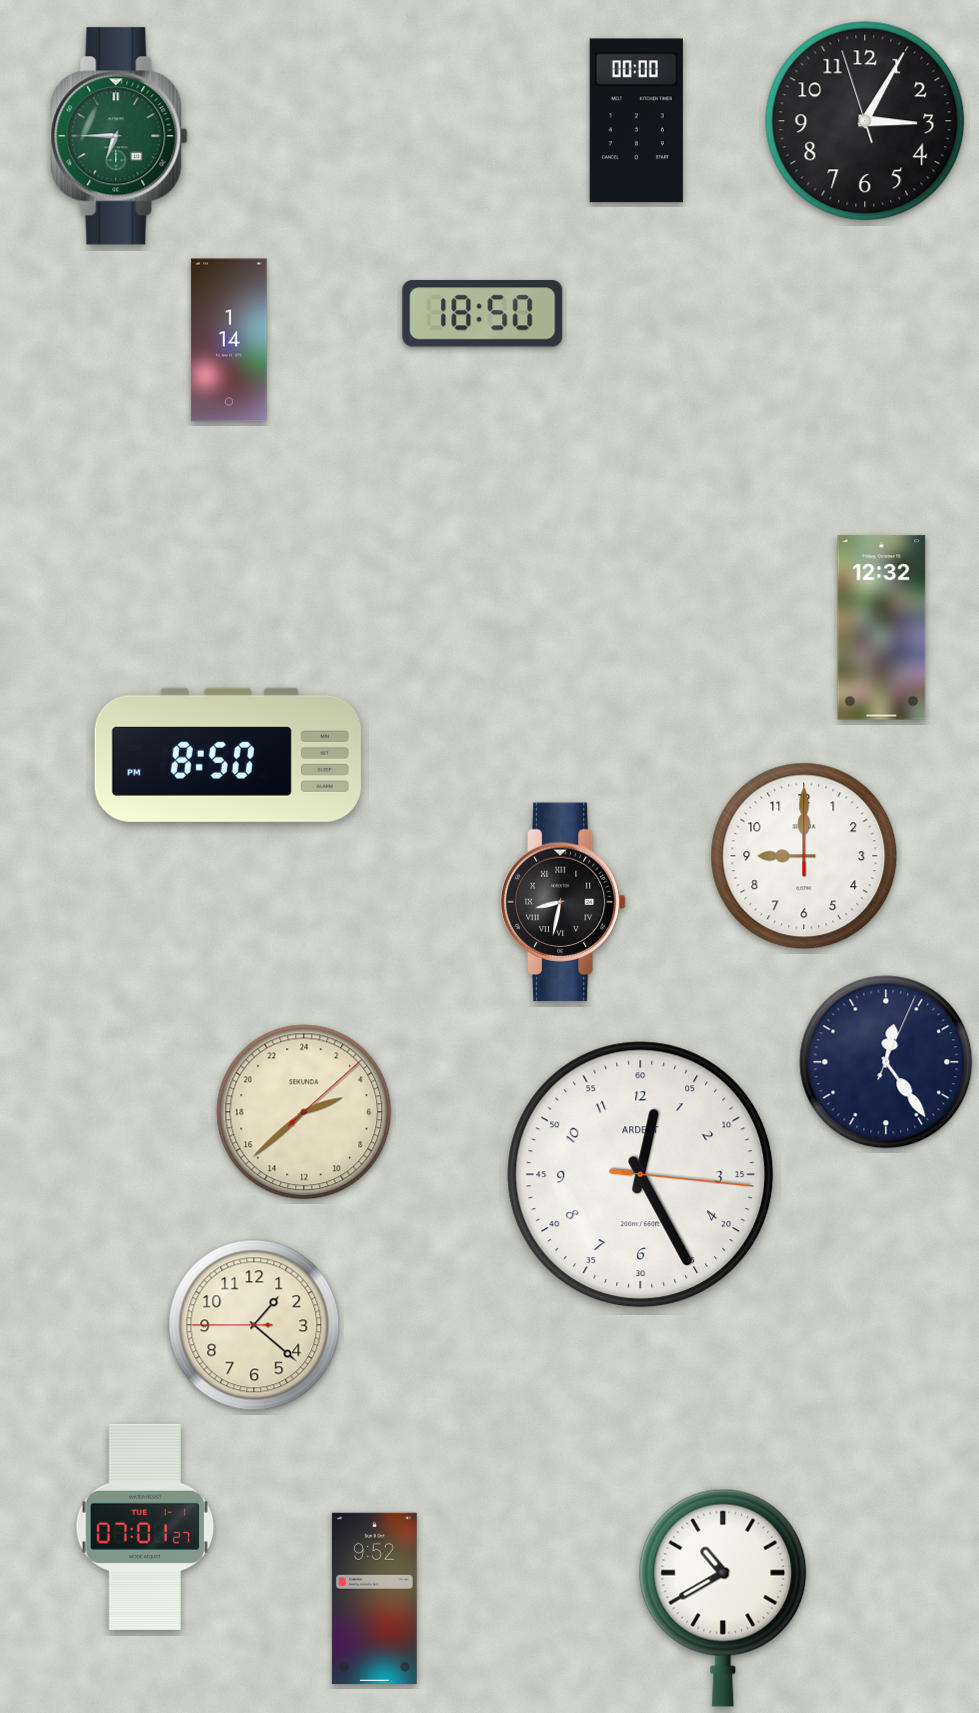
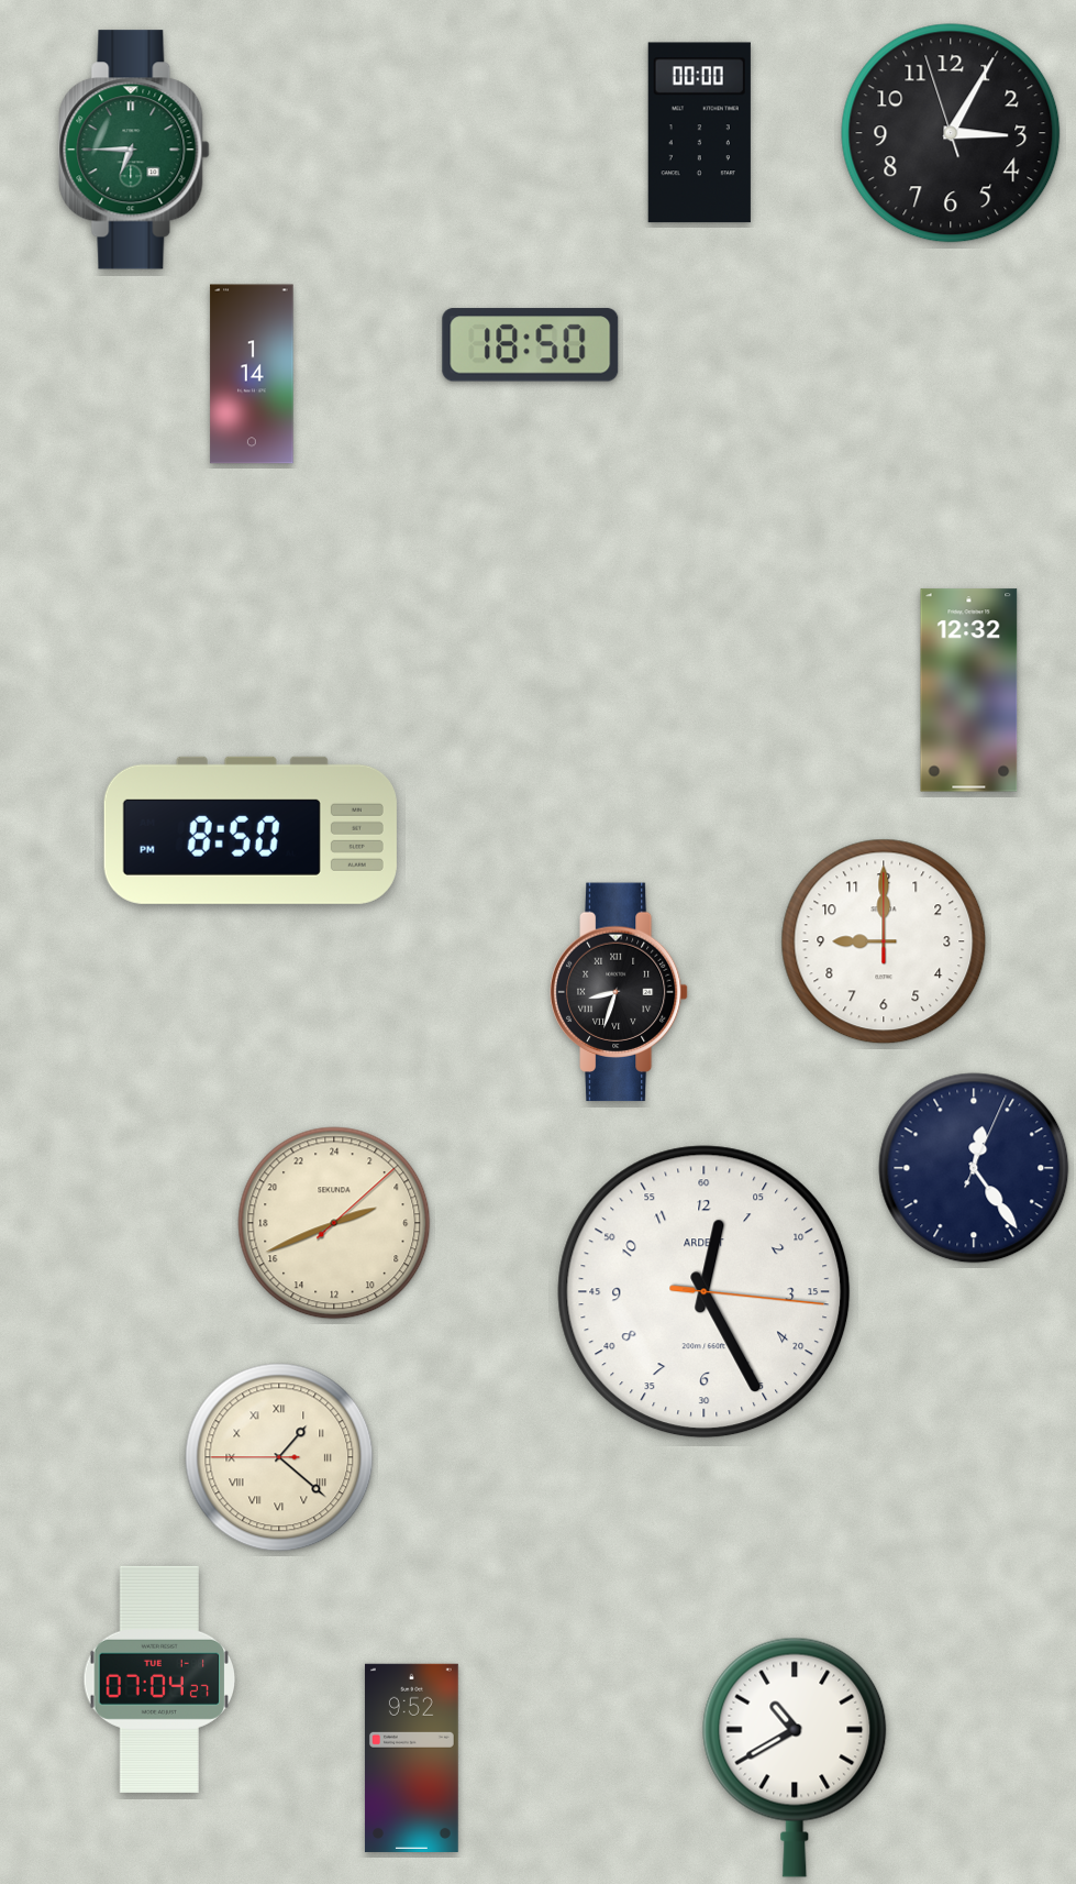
clock at (119, 136) position: (119, 136) -> (134, 150)
clock at (563, 902): 8:32 -> 8:33
clock at (304, 1112): 4:38 -> 4:41
clock at (254, 1325) numerals: Arabic -> Roman
clock at (145, 1527): 07:01 -> 07:04
